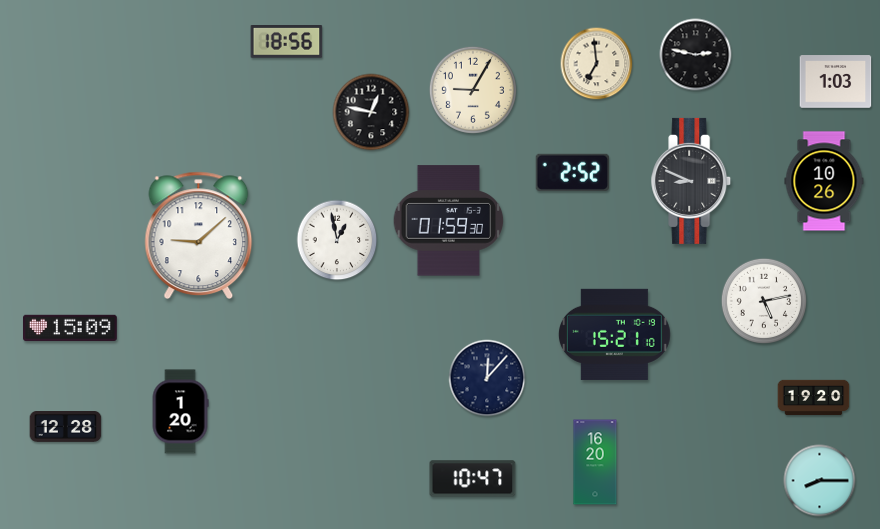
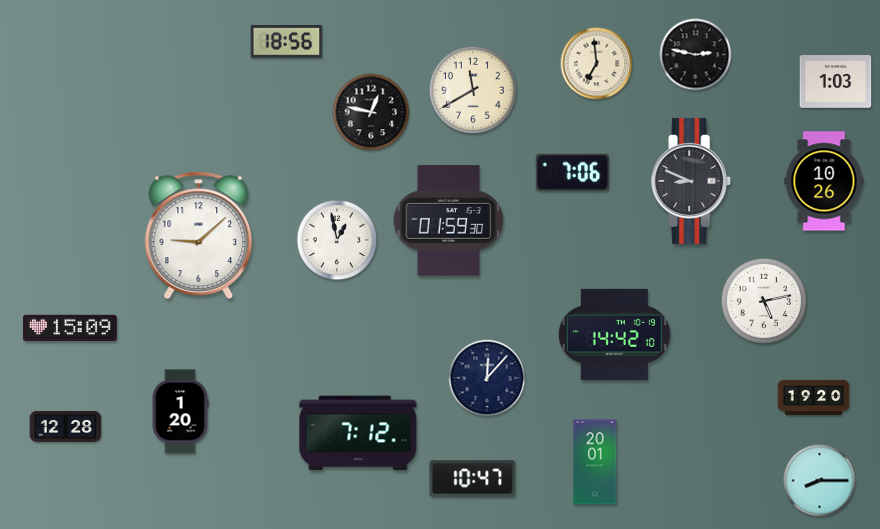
clock at (473, 90): 9:05 -> 11:40
clock at (572, 172): 2:52 -> 7:06
clock at (614, 334): 15:21 -> 14:42
clock at (358, 433): none -> 7:12
clock at (595, 462): 16:20 -> 20:01
